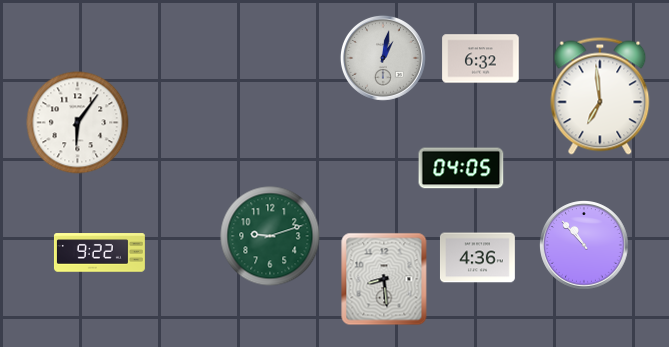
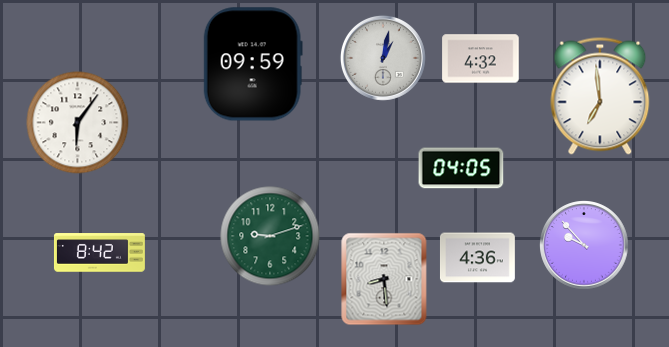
clock at (481, 59): 6:32 -> 4:32
clock at (253, 64): none -> 09:59
clock at (584, 245): 10:53 -> 9:53
clock at (99, 253): 9:22 -> 8:42
